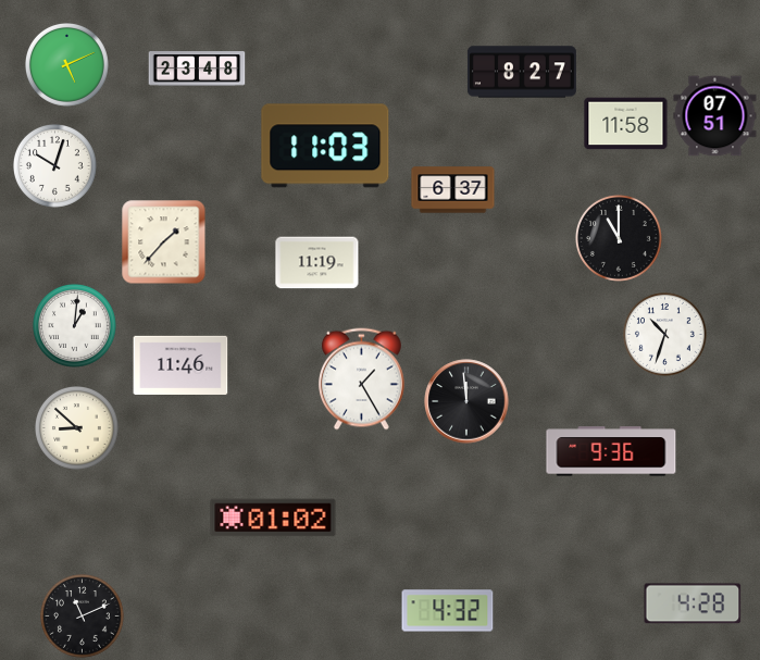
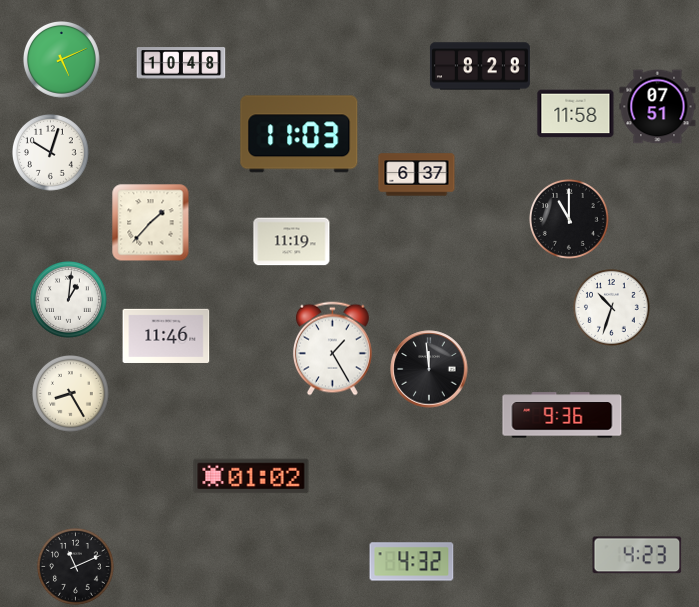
clock at (197, 69): 23:48 -> 10:48
clock at (522, 72): 8:27 -> 8:28
clock at (77, 428): 8:52 -> 8:25
clock at (693, 603): 4:28 -> 4:23
